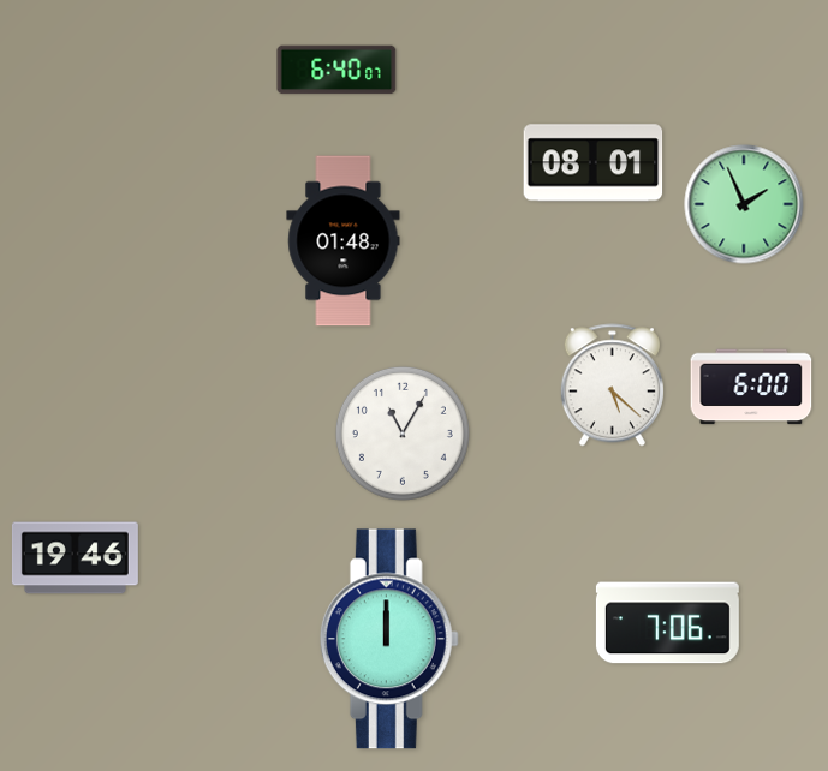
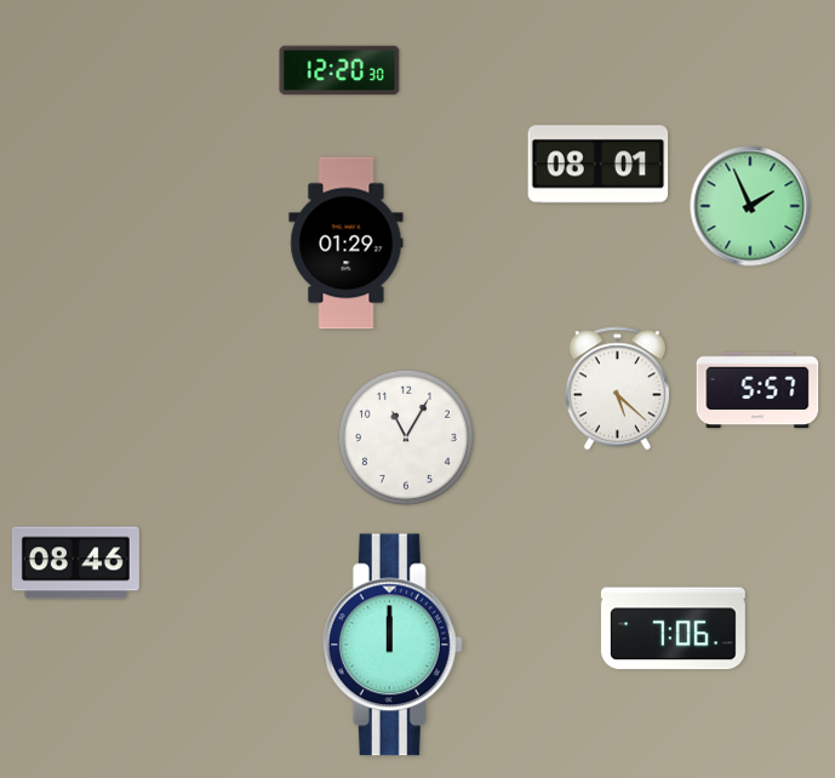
clock at (336, 70): 6:40 -> 12:20
clock at (344, 241): 01:48 -> 01:29
clock at (751, 387): 6:00 -> 5:57
clock at (75, 558): 19:46 -> 08:46
